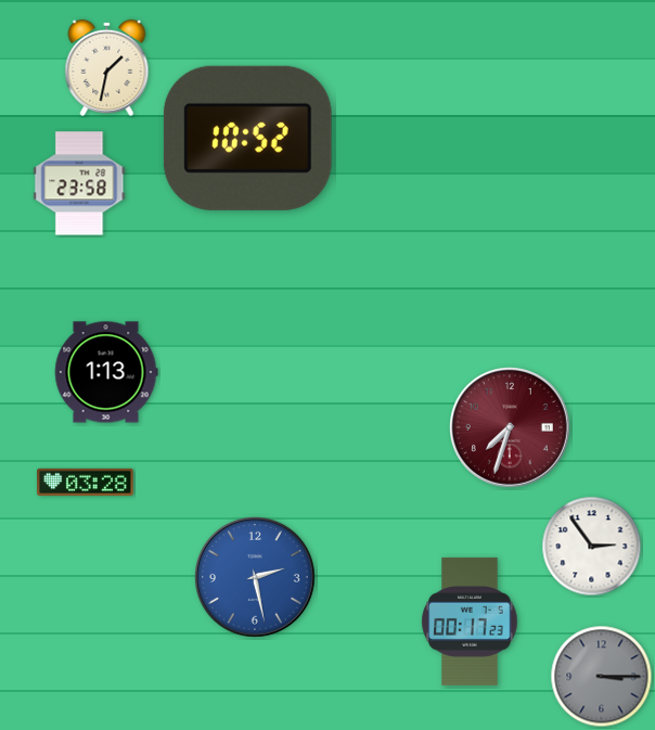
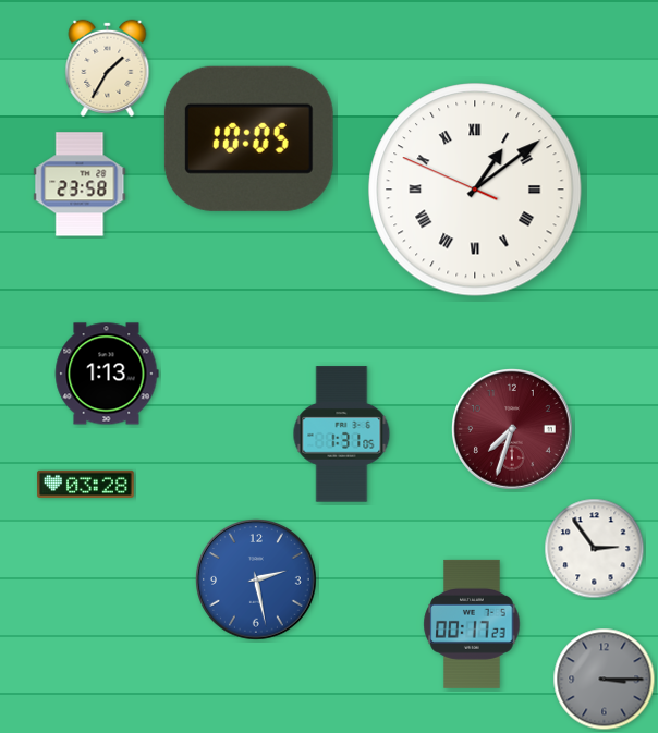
clock at (107, 67): 1:32 -> 1:35
clock at (247, 138): 10:52 -> 10:05
clock at (475, 190): none -> 1:08
clock at (342, 435): none -> 1:31
